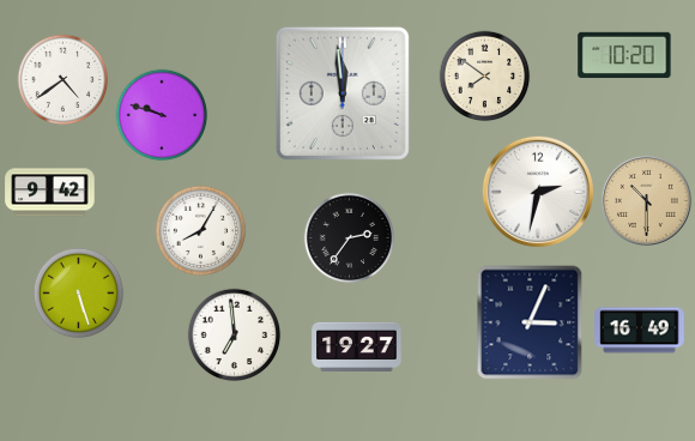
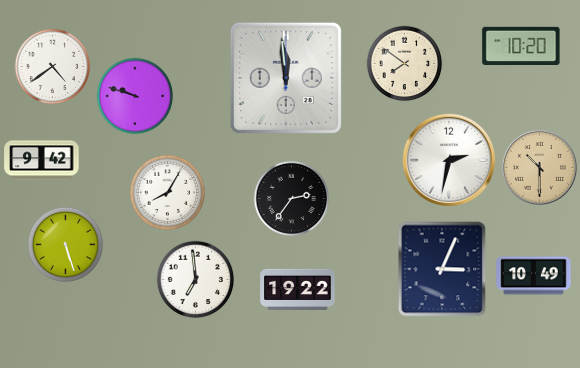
clock at (640, 331): 16:49 -> 10:49
clock at (357, 346): 19:27 -> 19:22
